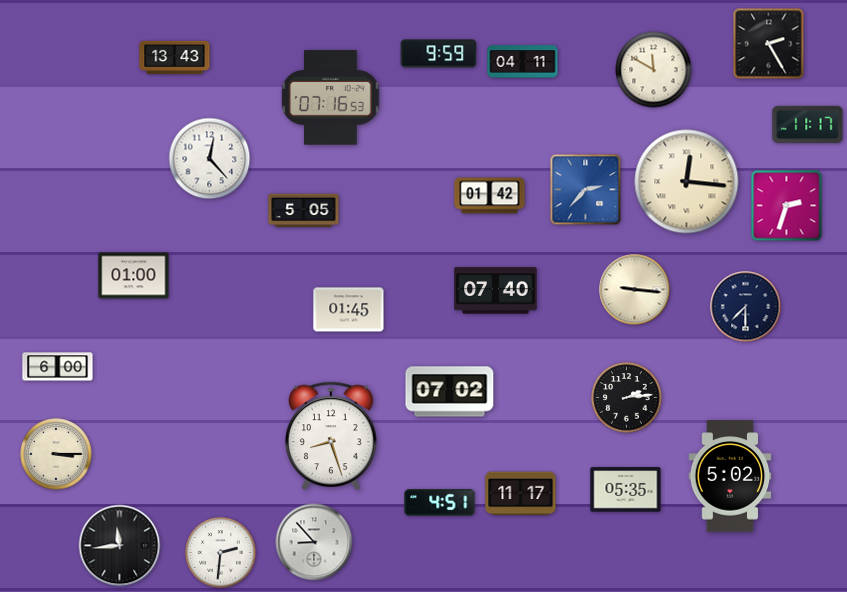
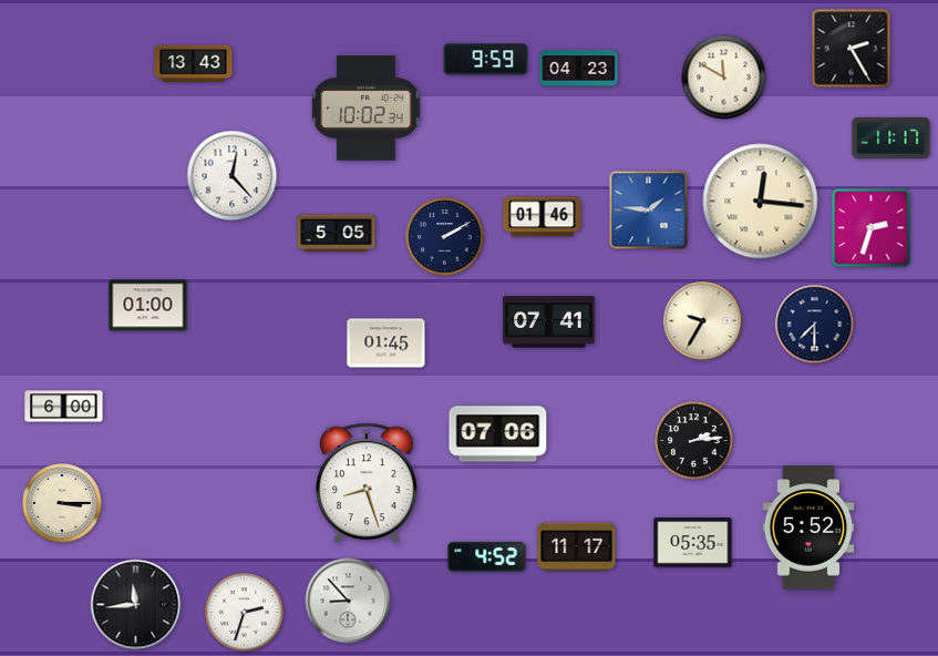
clock at (523, 62): 04:11 -> 04:23
clock at (331, 98): 07:16 -> 10:02
clock at (808, 124) position: (808, 124) -> (891, 137)
clock at (586, 190): 2:37 -> 1:46
clock at (490, 196): 01:42 -> 01:46
clock at (445, 237): none -> 2:10
clock at (635, 290): 9:16 -> 9:35
clock at (496, 291): 07:40 -> 07:41
clock at (746, 307) position: (746, 307) -> (815, 325)
clock at (450, 392): 07:02 -> 07:06
clock at (730, 476): 5:02 -> 5:52
clock at (440, 503): 4:51 -> 4:52
clock at (120, 546) position: (120, 546) -> (136, 605)
clock at (221, 553): 2:31 -> 2:33
